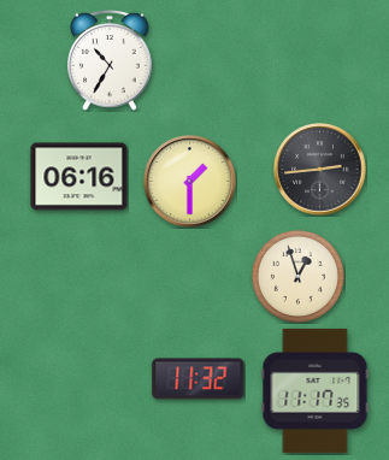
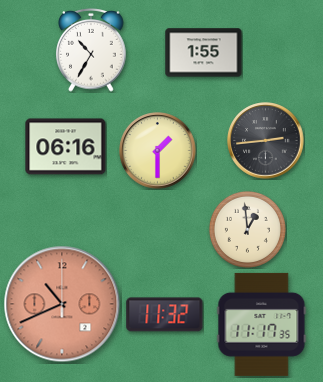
clock at (204, 53): none -> 1:55
clock at (297, 276): 12:57 -> 12:59
clock at (62, 304): none -> 10:41
